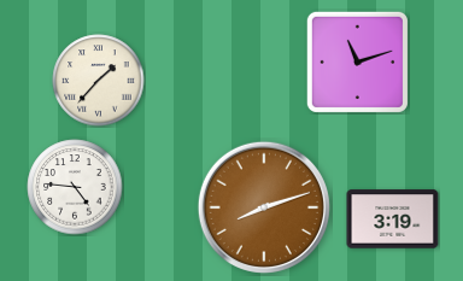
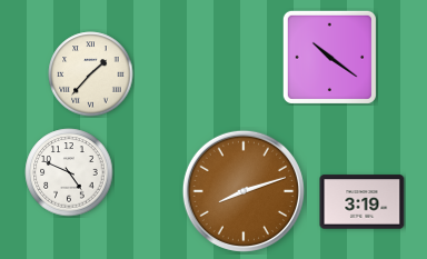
clock at (357, 62): 11:12 -> 10:21
clock at (75, 187): 4:46 -> 4:49
